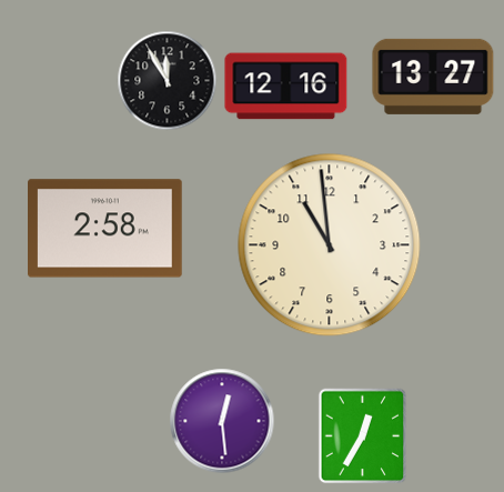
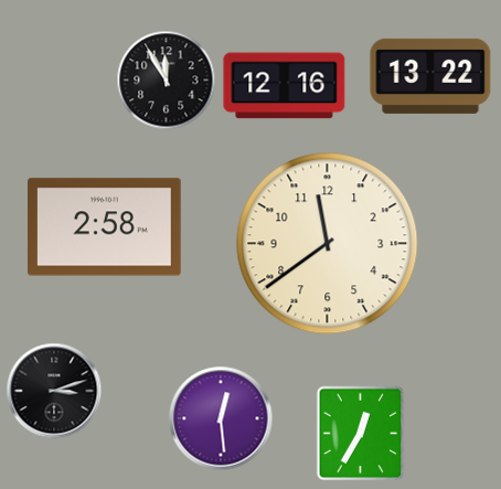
clock at (433, 77): 13:27 -> 13:22
clock at (330, 245): 10:59 -> 11:39
clock at (54, 391): none -> 3:12
